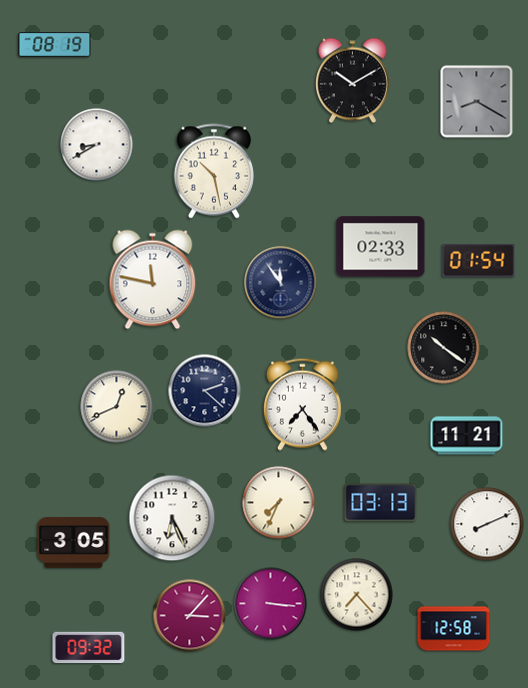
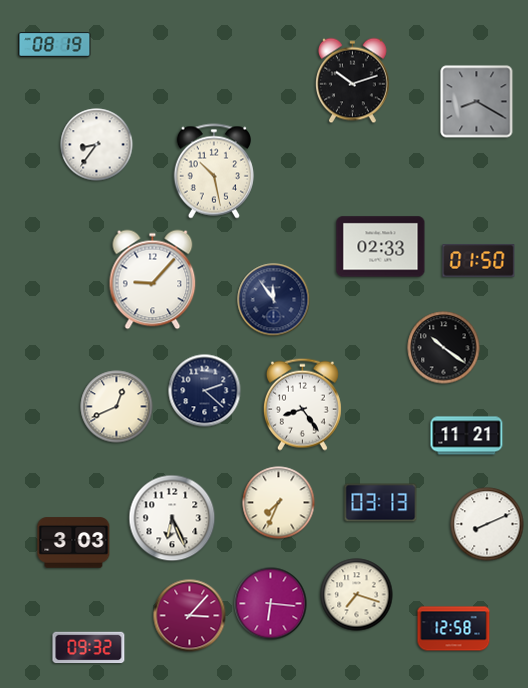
clock at (353, 81): 10:10 -> 10:12
clock at (97, 145): 8:40 -> 8:36
clock at (479, 261): 01:54 -> 01:50
clock at (153, 280): 11:47 -> 9:07
clock at (281, 283) position: (281, 283) -> (274, 300)
clock at (302, 404): 7:24 -> 8:24
clock at (74, 543): 3:05 -> 3:03
clock at (357, 595): 7:23 -> 7:18
clock at (271, 604): 3:16 -> 6:16
